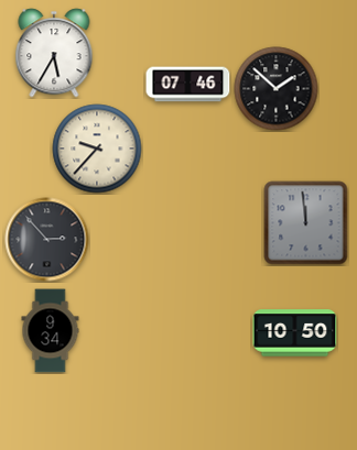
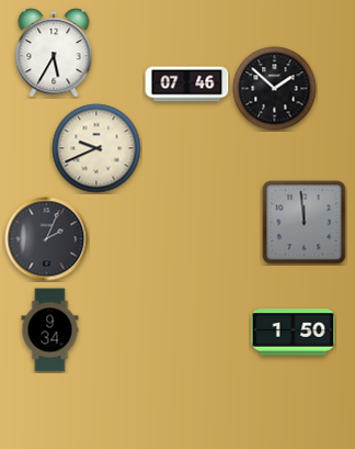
clock at (97, 149): 9:37 -> 9:41
clock at (47, 240): 2:53 -> 2:04
clock at (295, 333): 10:50 -> 1:50
